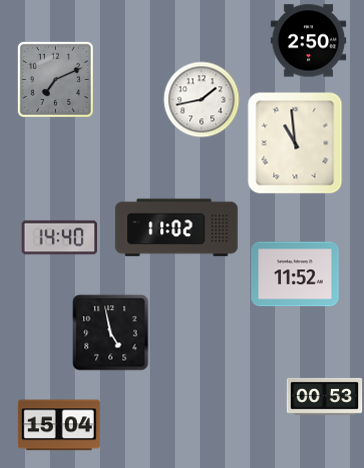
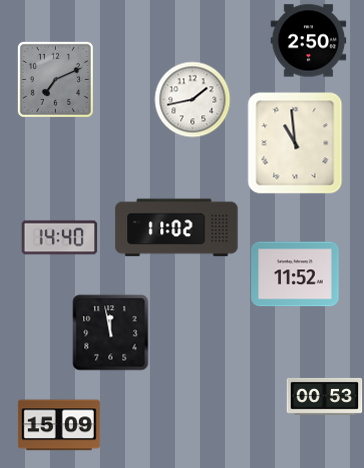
clock at (202, 100) position: (202, 100) -> (193, 100)
clock at (111, 333): 4:58 -> 11:58
clock at (59, 425): 15:04 -> 15:09
